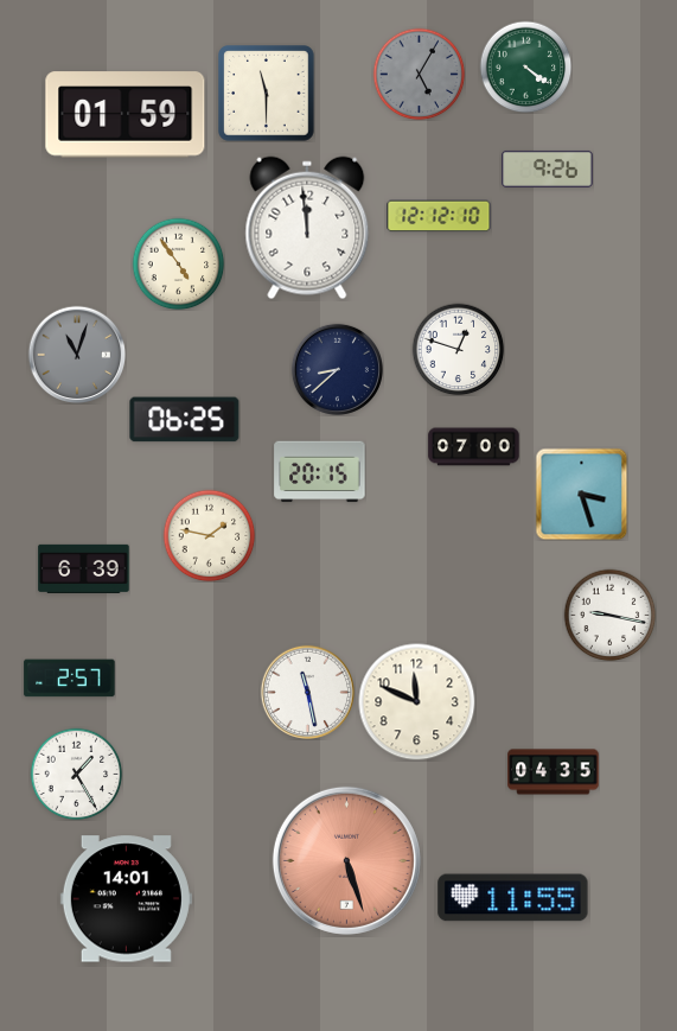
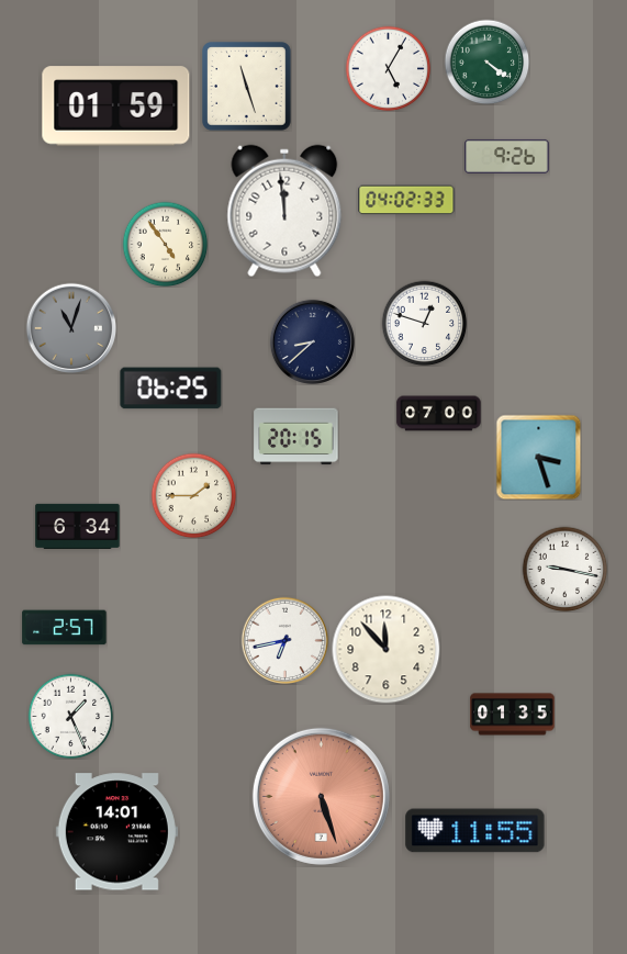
clock at (419, 74) dial: grey -> white
clock at (267, 94): 11:30 -> 11:27
clock at (439, 216): 12:12 -> 04:02
clock at (209, 535): 1:47 -> 1:45
clock at (84, 568): 6:39 -> 6:34
clock at (307, 692): 11:28 -> 6:43
clock at (417, 702): 11:49 -> 11:53
clock at (554, 772): 04:35 -> 01:35
clock at (76, 774): 1:25 -> 1:26
